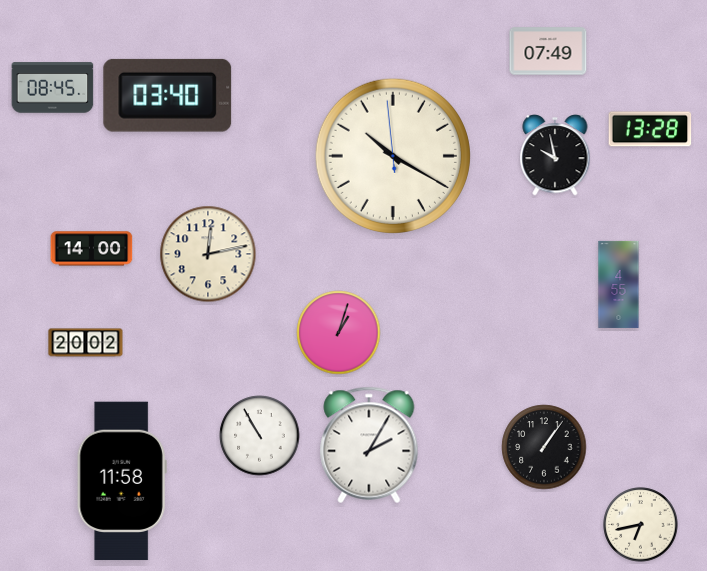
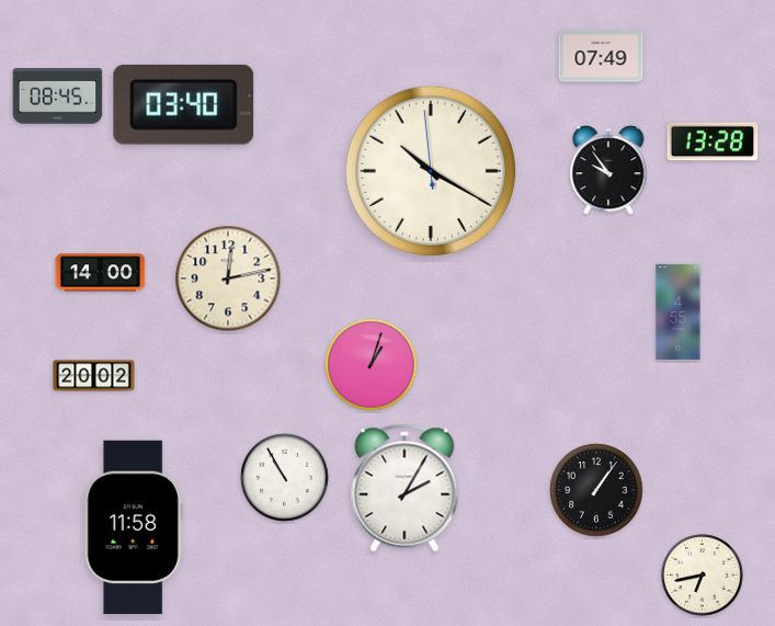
clock at (555, 155): 9:58 -> 9:54
